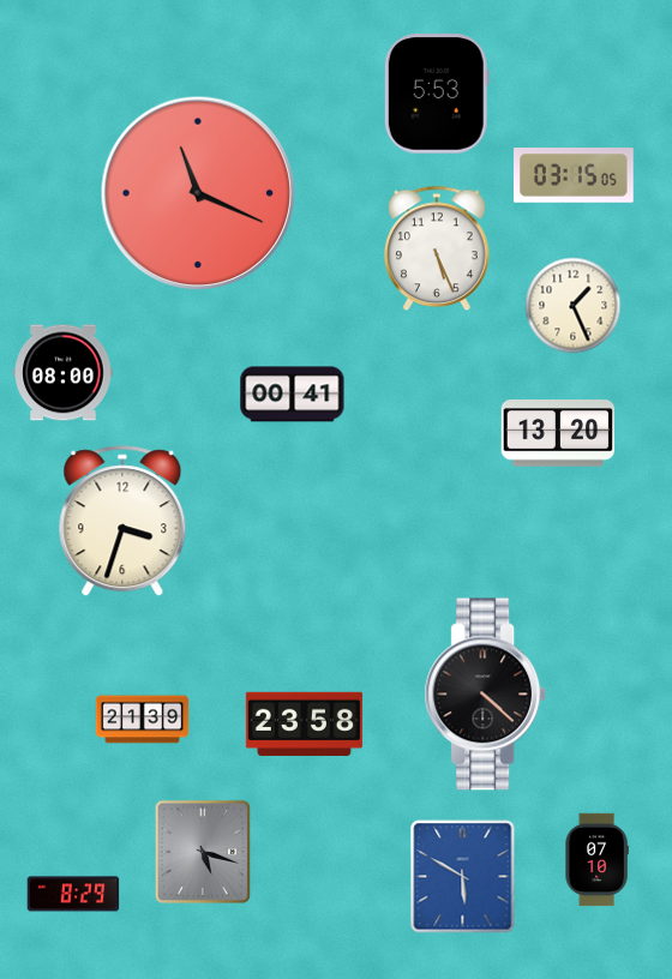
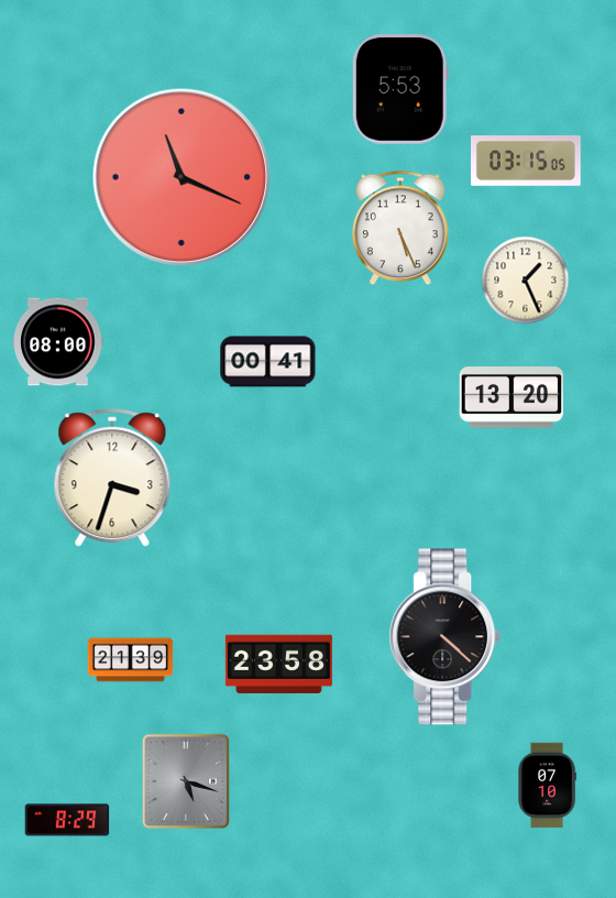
clock at (437, 95) position: (437, 95) -> (400, 90)
clock at (596, 860) position: (596, 860) -> (547, 786)
clock at (463, 877): 5:50 -> none
